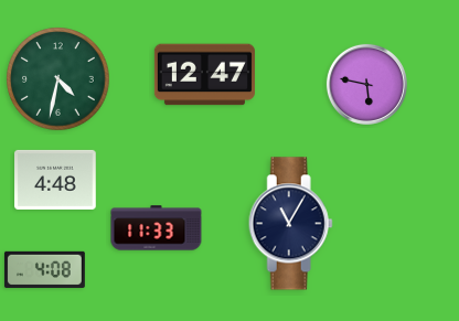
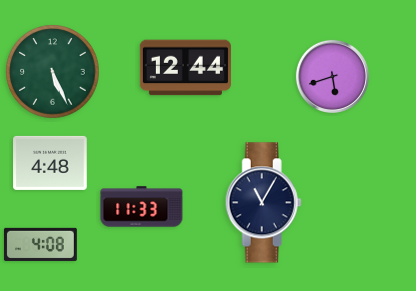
clock at (204, 75): 12:47 -> 12:44
clock at (58, 79): 4:32 -> 5:26
clock at (366, 84): 5:47 -> 5:42
